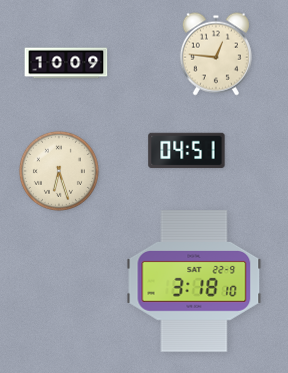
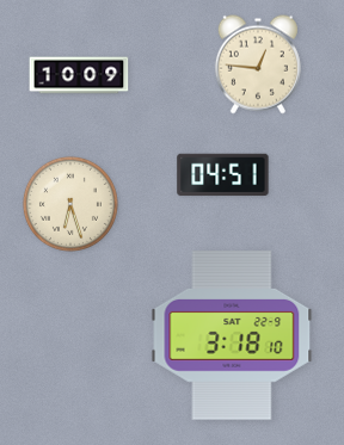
clock at (187, 151) position: (187, 151) -> (223, 175)
